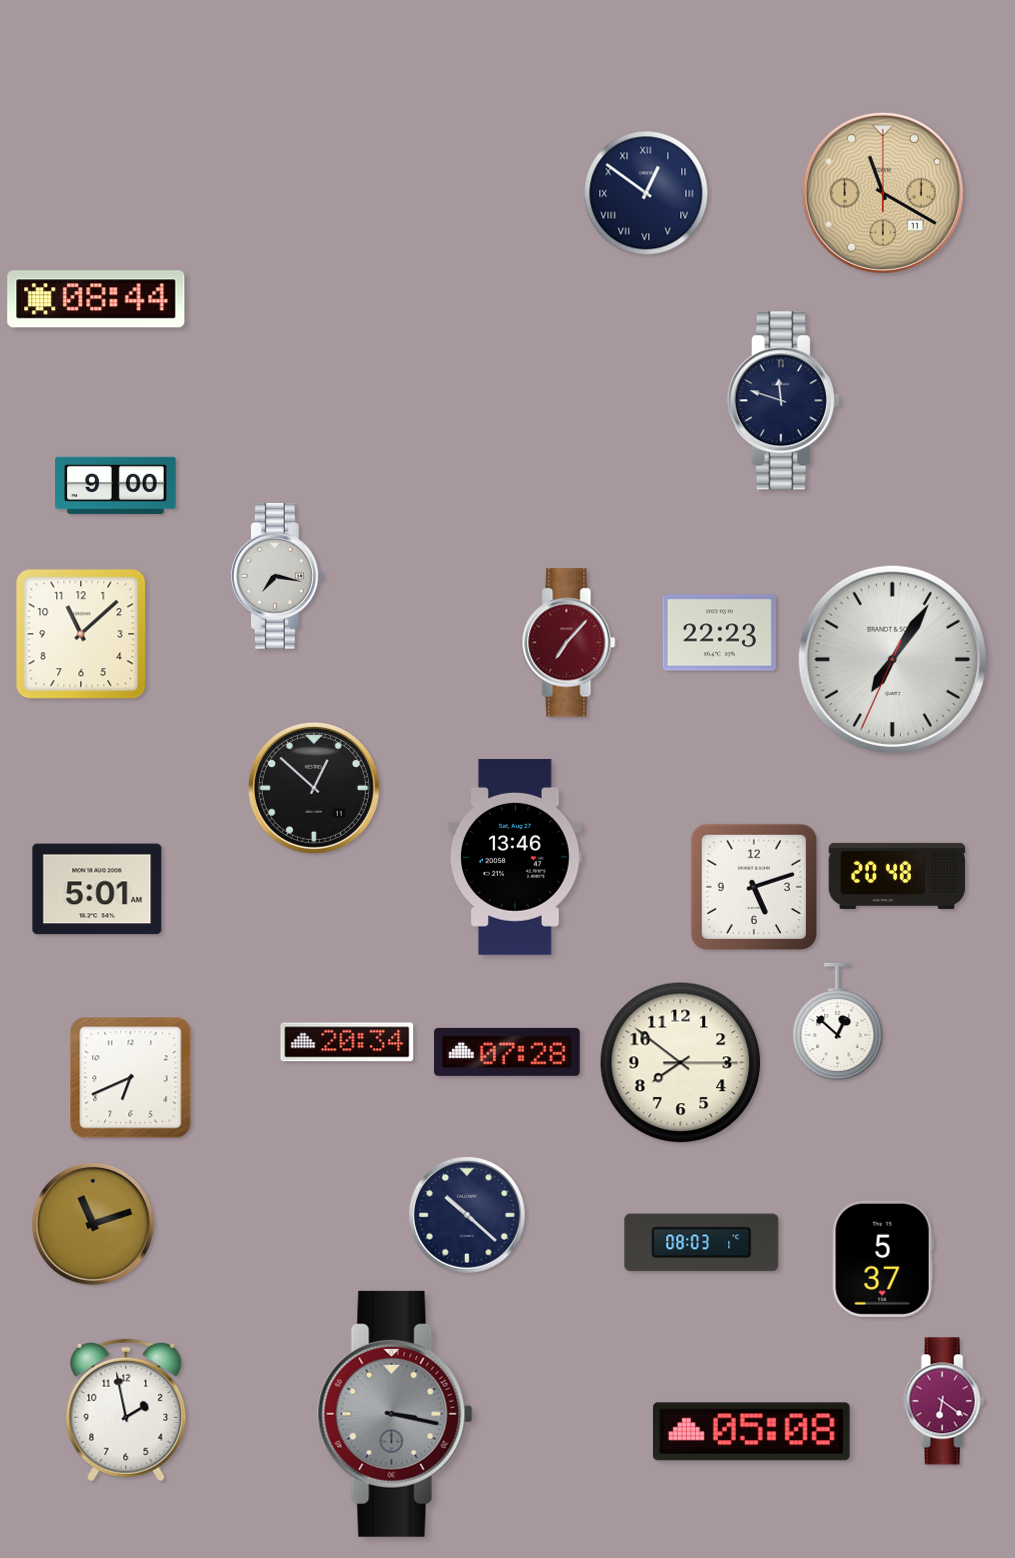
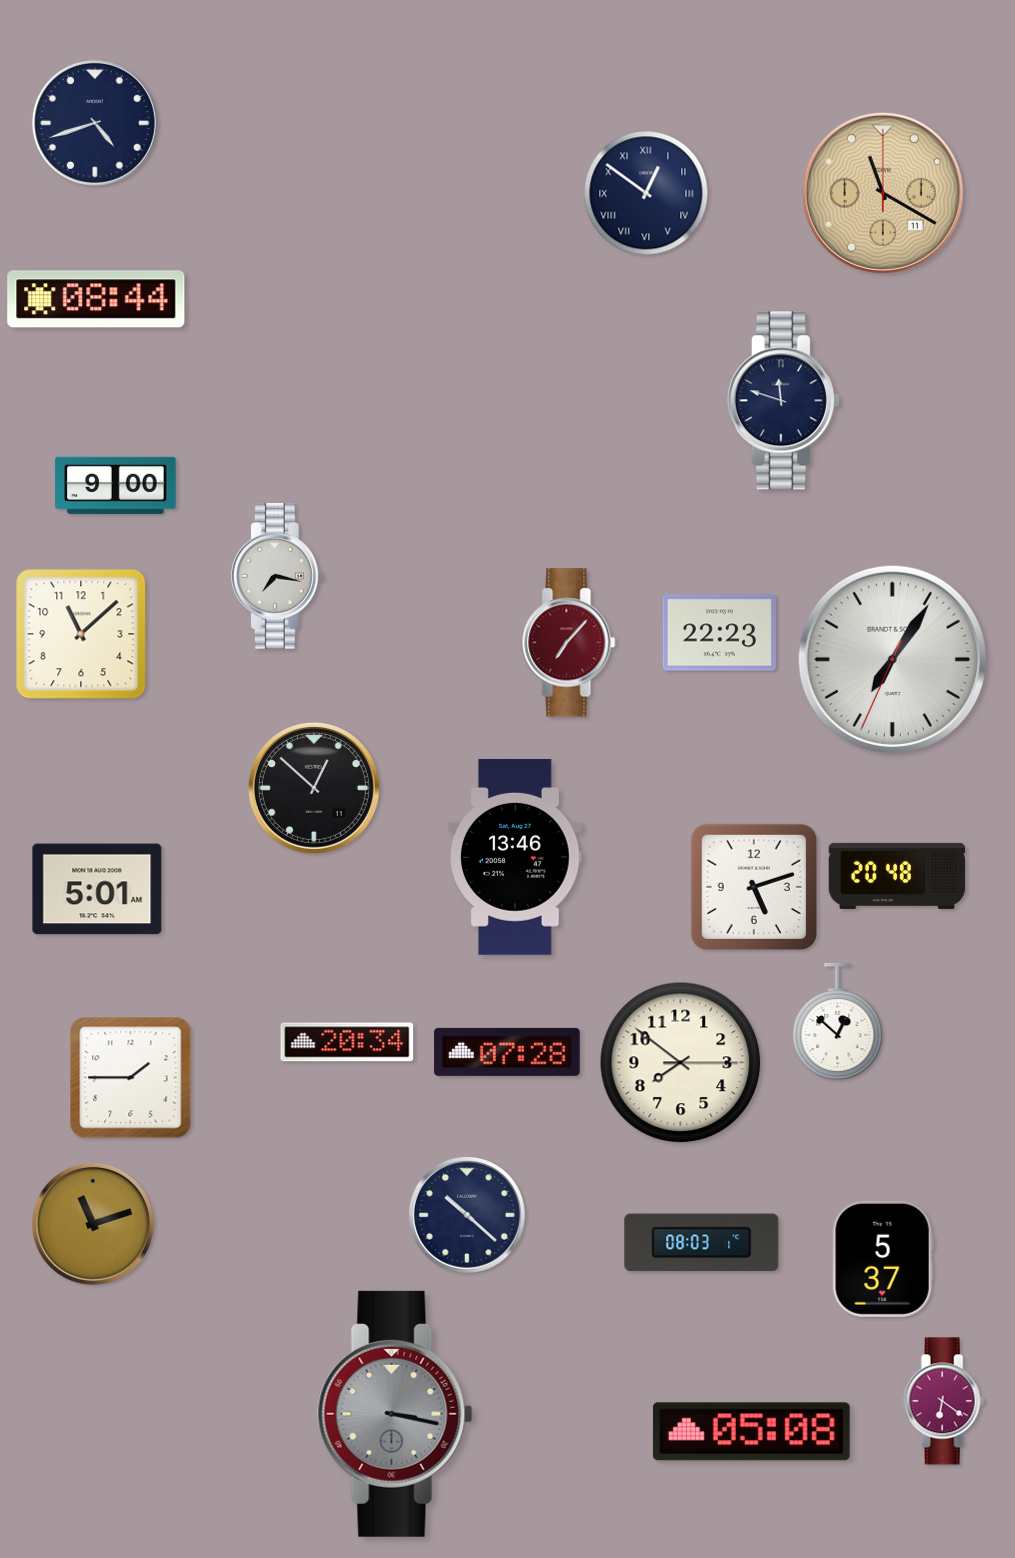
clock at (95, 123): none -> 4:42
clock at (131, 1078): 6:41 -> 1:45
clock at (126, 1410): 1:58 -> none
